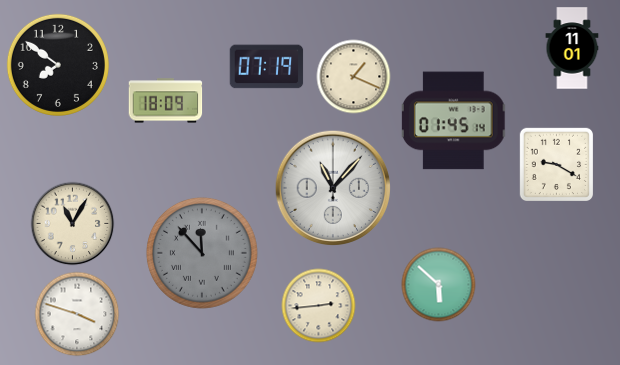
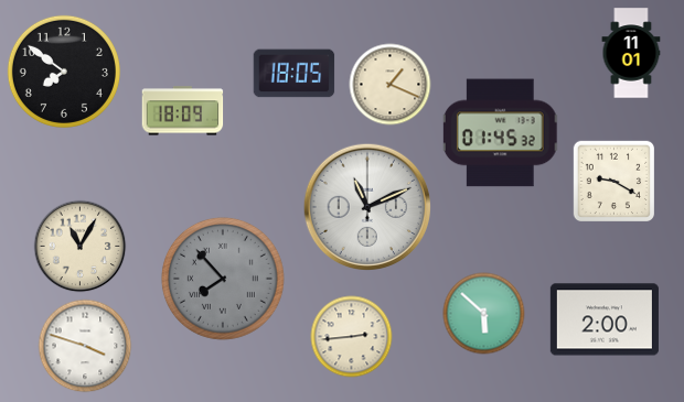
clock at (267, 67): 07:19 -> 18:05
clock at (454, 121): 01:45:14 -> 01:45:32
clock at (333, 188): 11:07 -> 11:11
clock at (202, 253): 11:53 -> 7:53
clock at (605, 319): none -> 2:00
